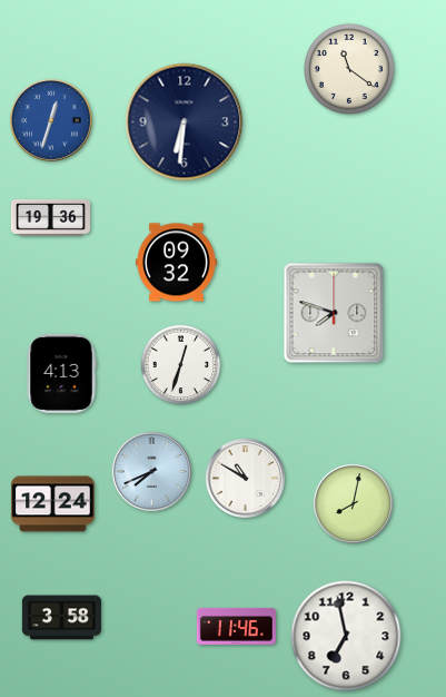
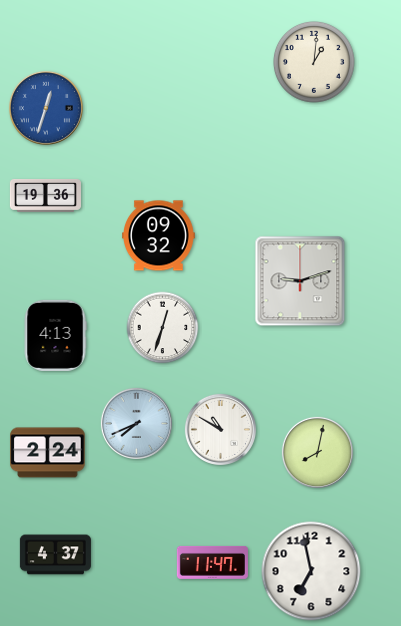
clock at (350, 70): 11:21 -> 1:01
clock at (185, 122): 6:31 -> none
clock at (334, 313): 7:48 -> 9:12
clock at (53, 504): 12:24 -> 2:24
clock at (61, 618): 3:58 -> 4:37
clock at (236, 626): 11:46 -> 11:47
